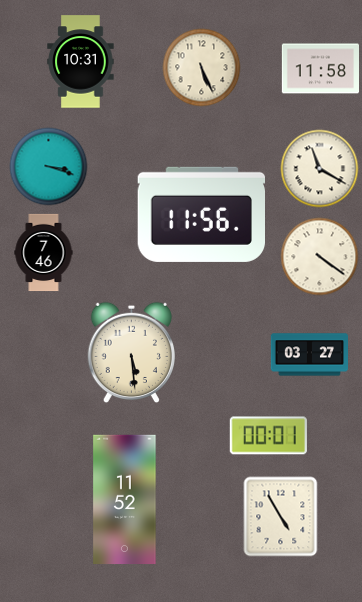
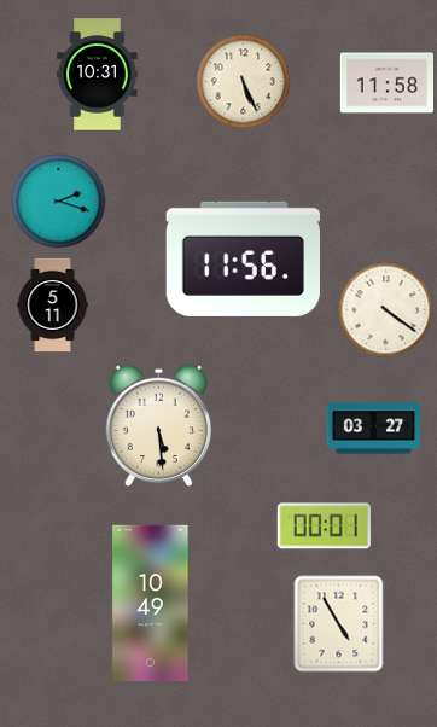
clock at (48, 166): 3:18 -> 2:18
clock at (319, 168): 11:20 -> none
clock at (44, 252): 7:46 -> 5:11
clock at (125, 500): 11:52 -> 10:49
